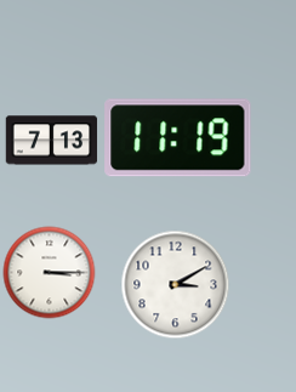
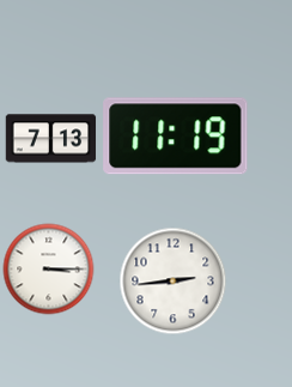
clock at (176, 285): 3:10 -> 2:44
